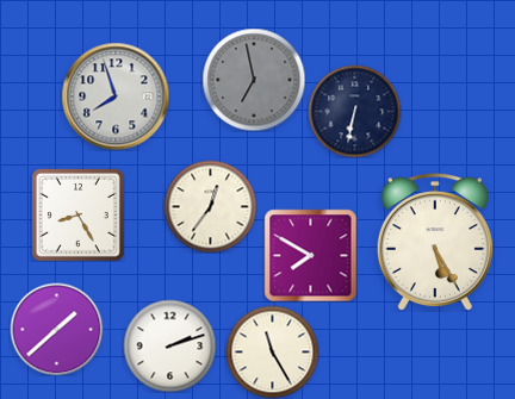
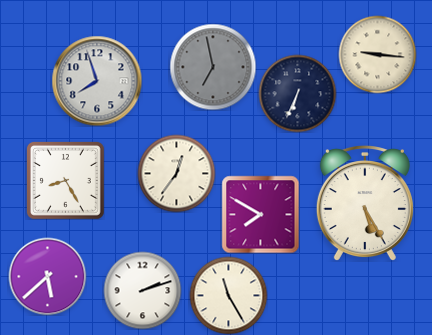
clock at (377, 54): none -> 9:16
clock at (354, 111): 6:32 -> 6:34
clock at (56, 329): 1:38 -> 5:38
